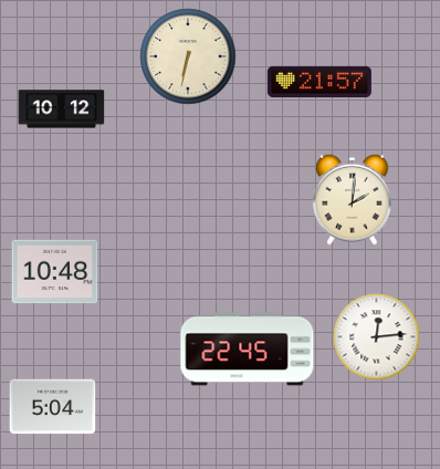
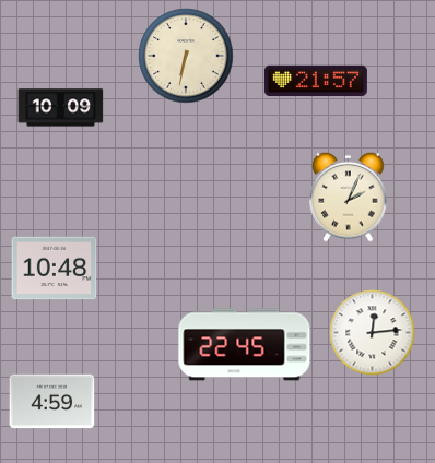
clock at (61, 110): 10:12 -> 10:09
clock at (353, 199): 2:01 -> 2:04
clock at (52, 407): 5:04 -> 4:59
